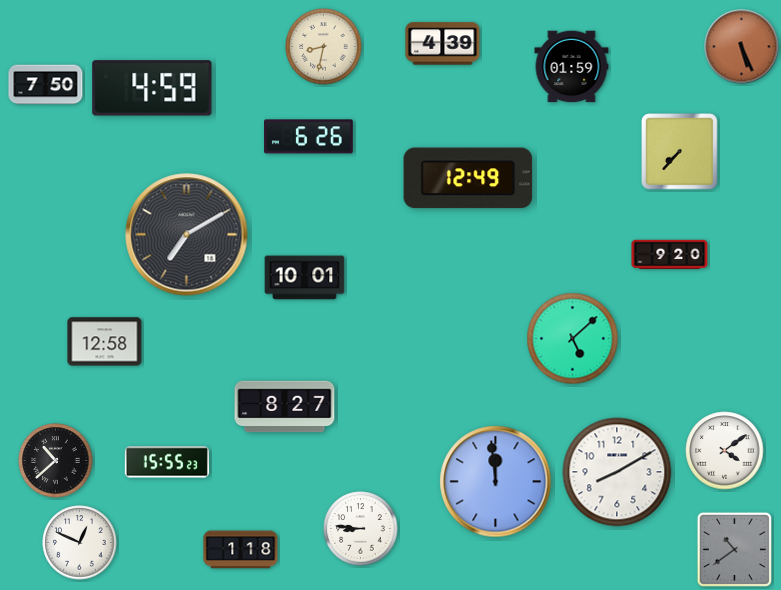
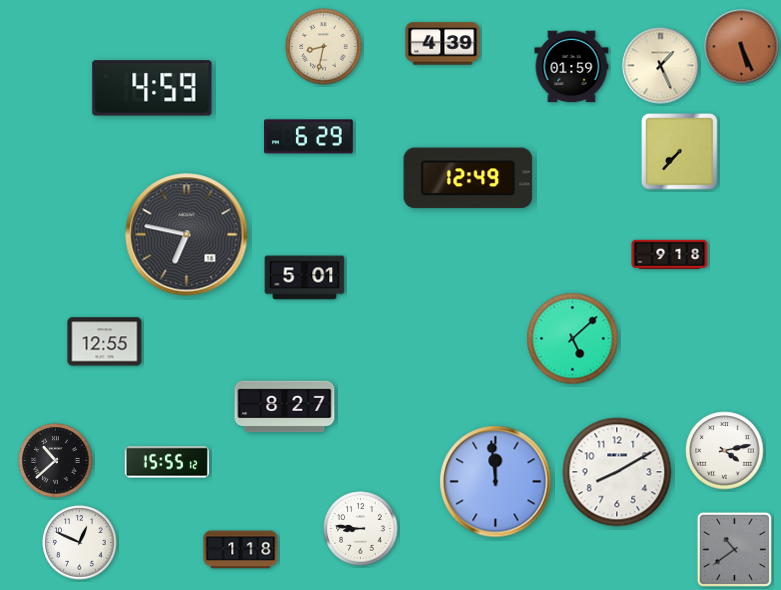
clock at (661, 66): none -> 1:26
clock at (46, 85): 7:50 -> none
clock at (309, 137): 6:26 -> 6:29
clock at (187, 235): 7:10 -> 6:47
clock at (670, 255): 9:20 -> 9:18
clock at (305, 278): 10:01 -> 5:01
clock at (105, 342): 12:58 -> 12:55
clock at (725, 451): 4:09 -> 4:13
clock at (167, 462): 15:55:23 -> 15:55:12
